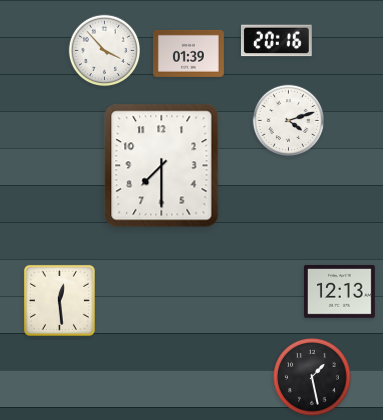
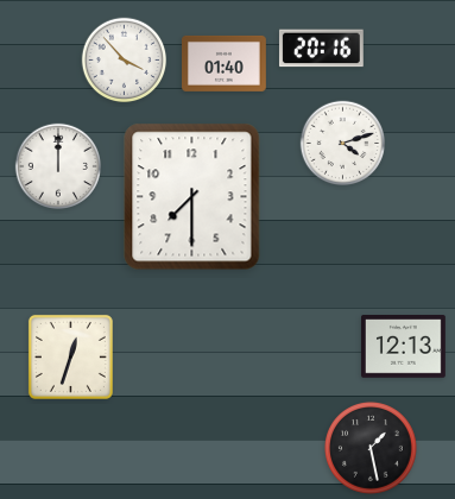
clock at (276, 41) position: (276, 41) -> (321, 49)
clock at (189, 53): 01:39 -> 01:40
clock at (58, 166): none -> 12:00
clock at (59, 300): 12:29 -> 12:33
